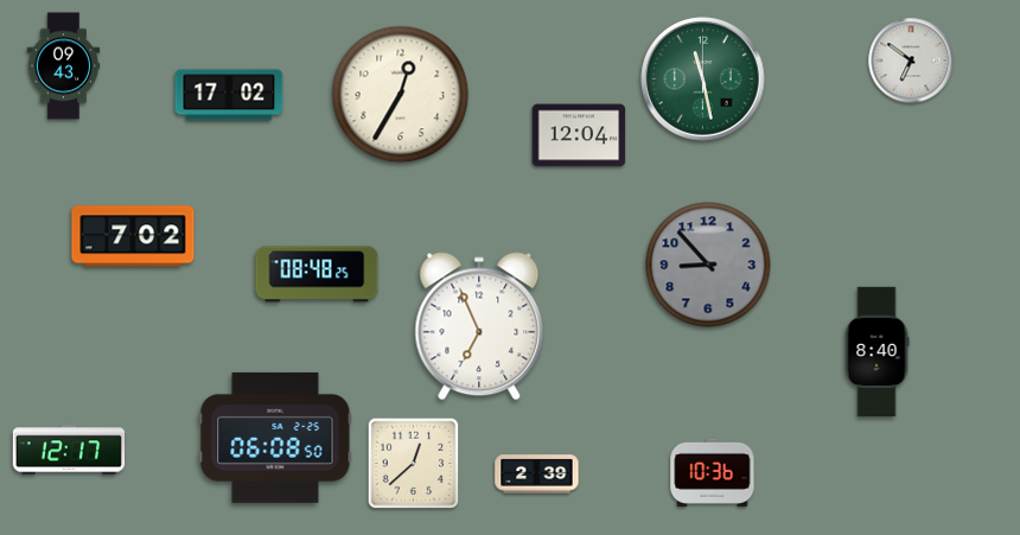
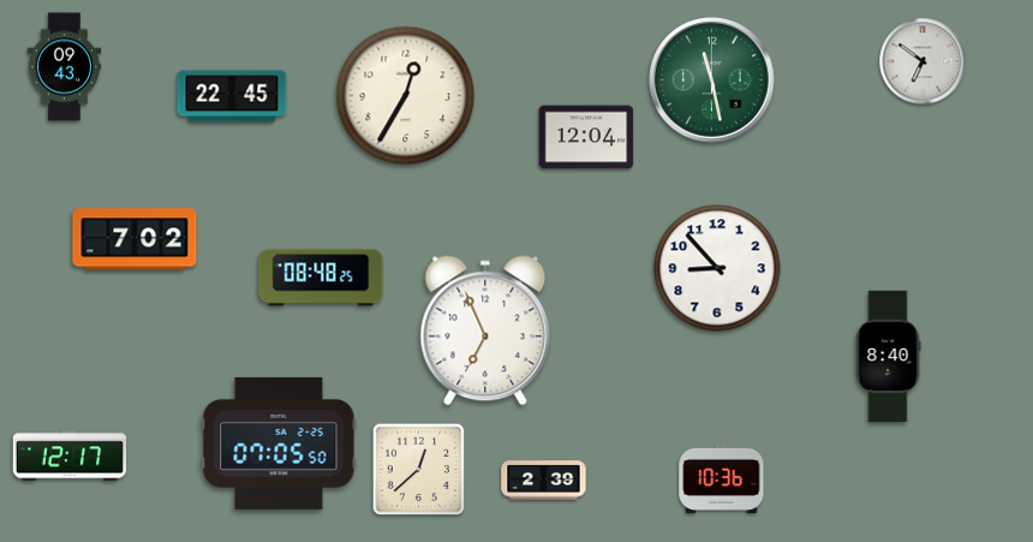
clock at (229, 95): 17:02 -> 22:45
clock at (708, 265) dial: grey -> white
clock at (275, 438): 06:08 -> 07:05
